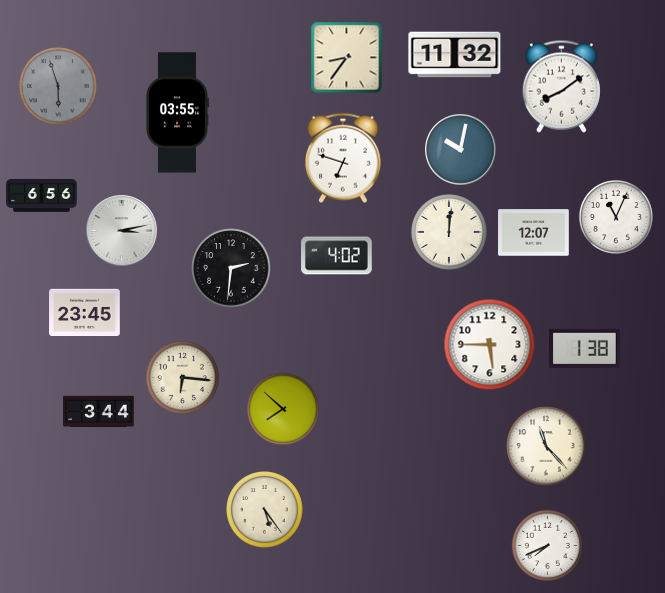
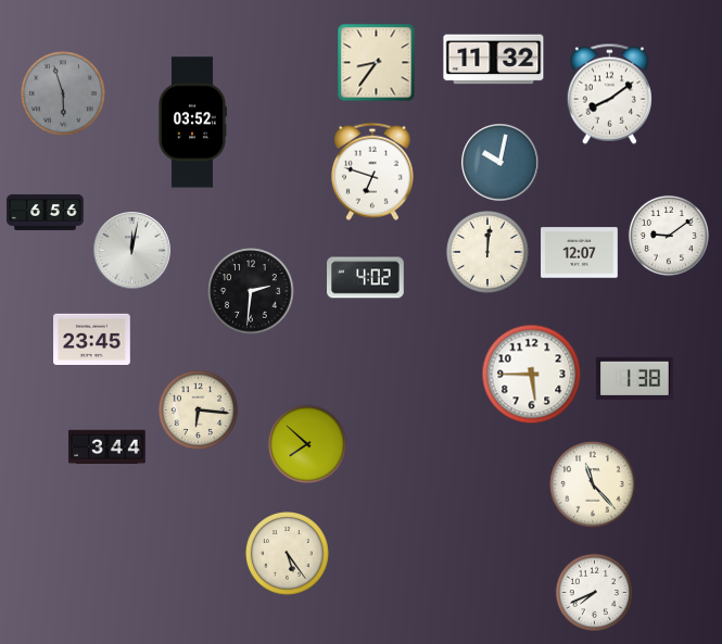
clock at (177, 113): 03:55 -> 03:52
clock at (616, 217): 11:04 -> 9:09
clock at (122, 231): 3:13 -> 12:02
